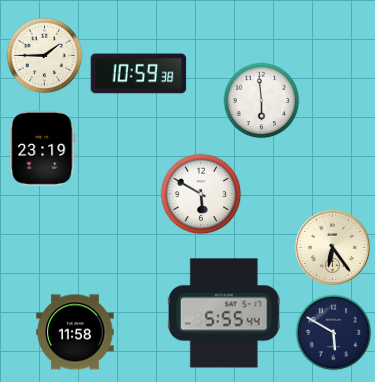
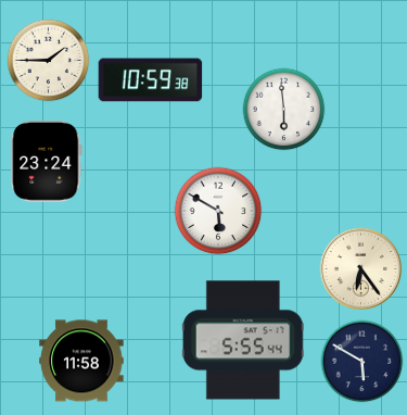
clock at (43, 149): 23:19 -> 23:24
